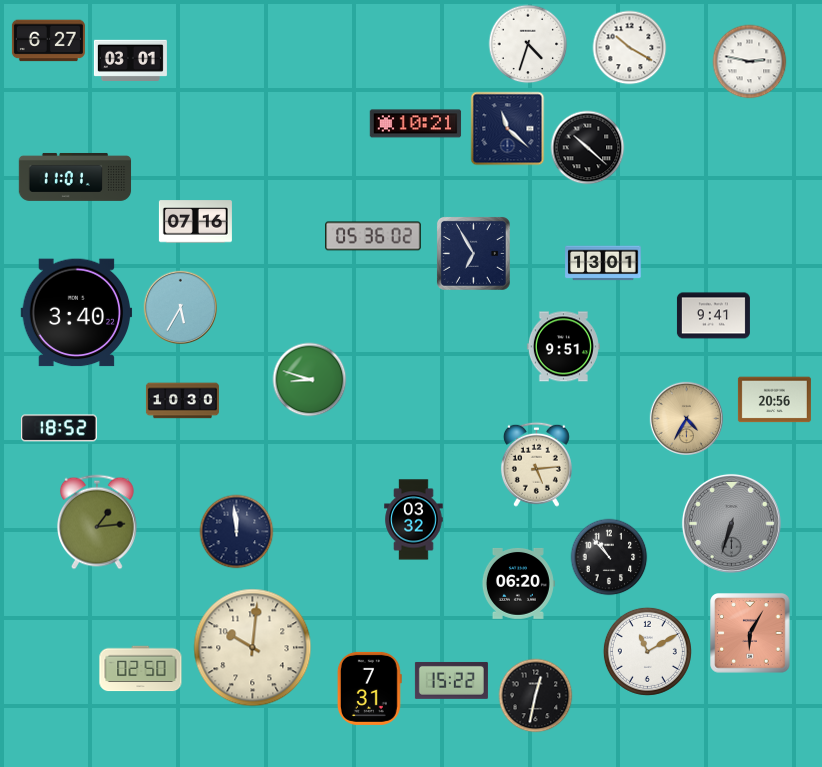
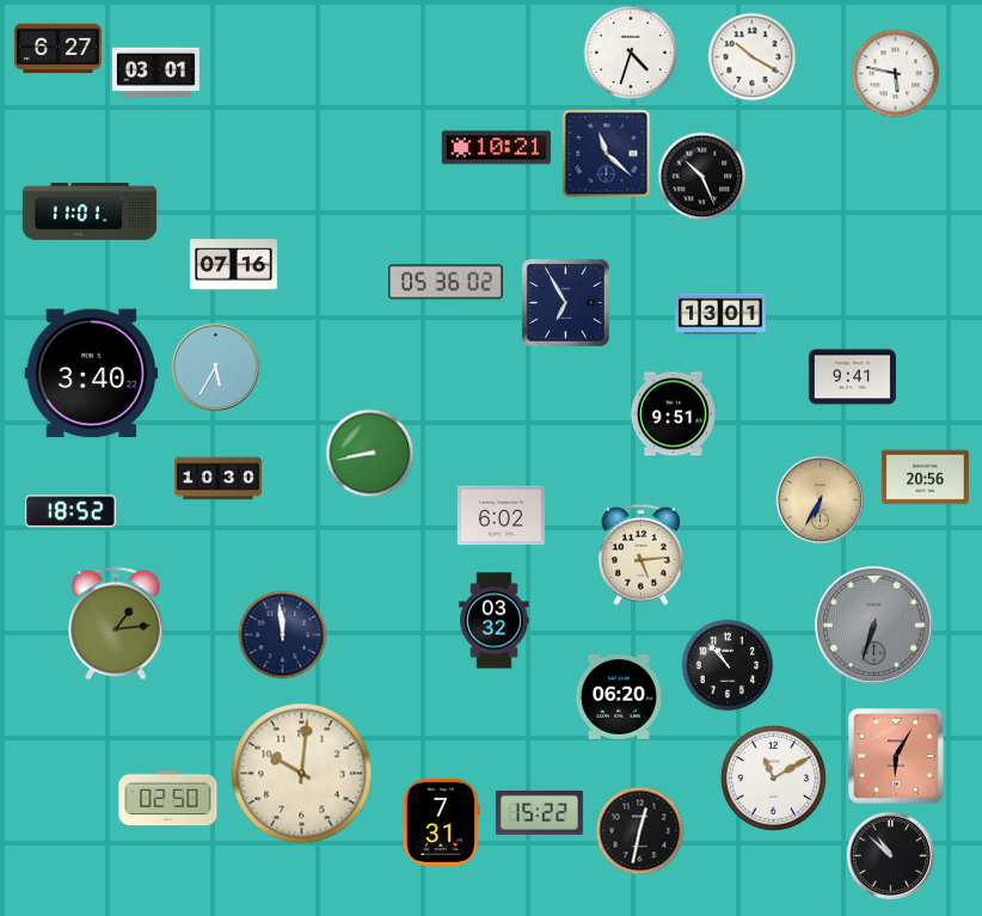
clock at (750, 62): 2:47 -> 5:47
clock at (588, 148): 10:22 -> 10:26
clock at (310, 380): 8:48 -> 8:43
clock at (686, 418): 4:35 -> 6:35
clock at (501, 516): none -> 6:02
clock at (890, 855): none -> 10:52
